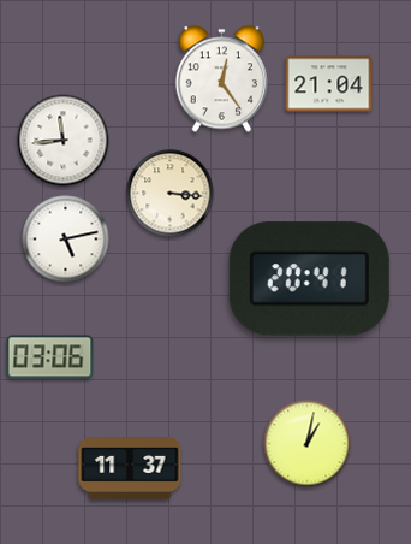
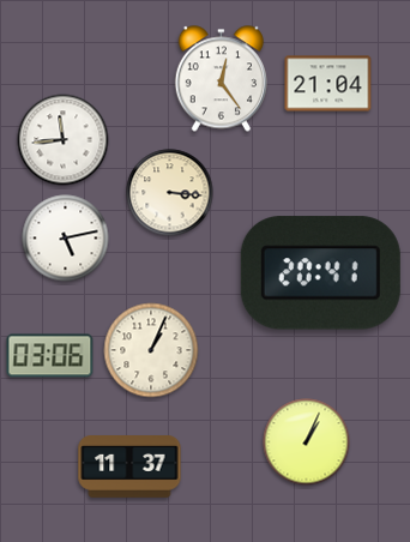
clock at (309, 279) position: (309, 279) -> (320, 273)
clock at (151, 350): none -> 1:04
clock at (308, 444): 1:02 -> 1:04
